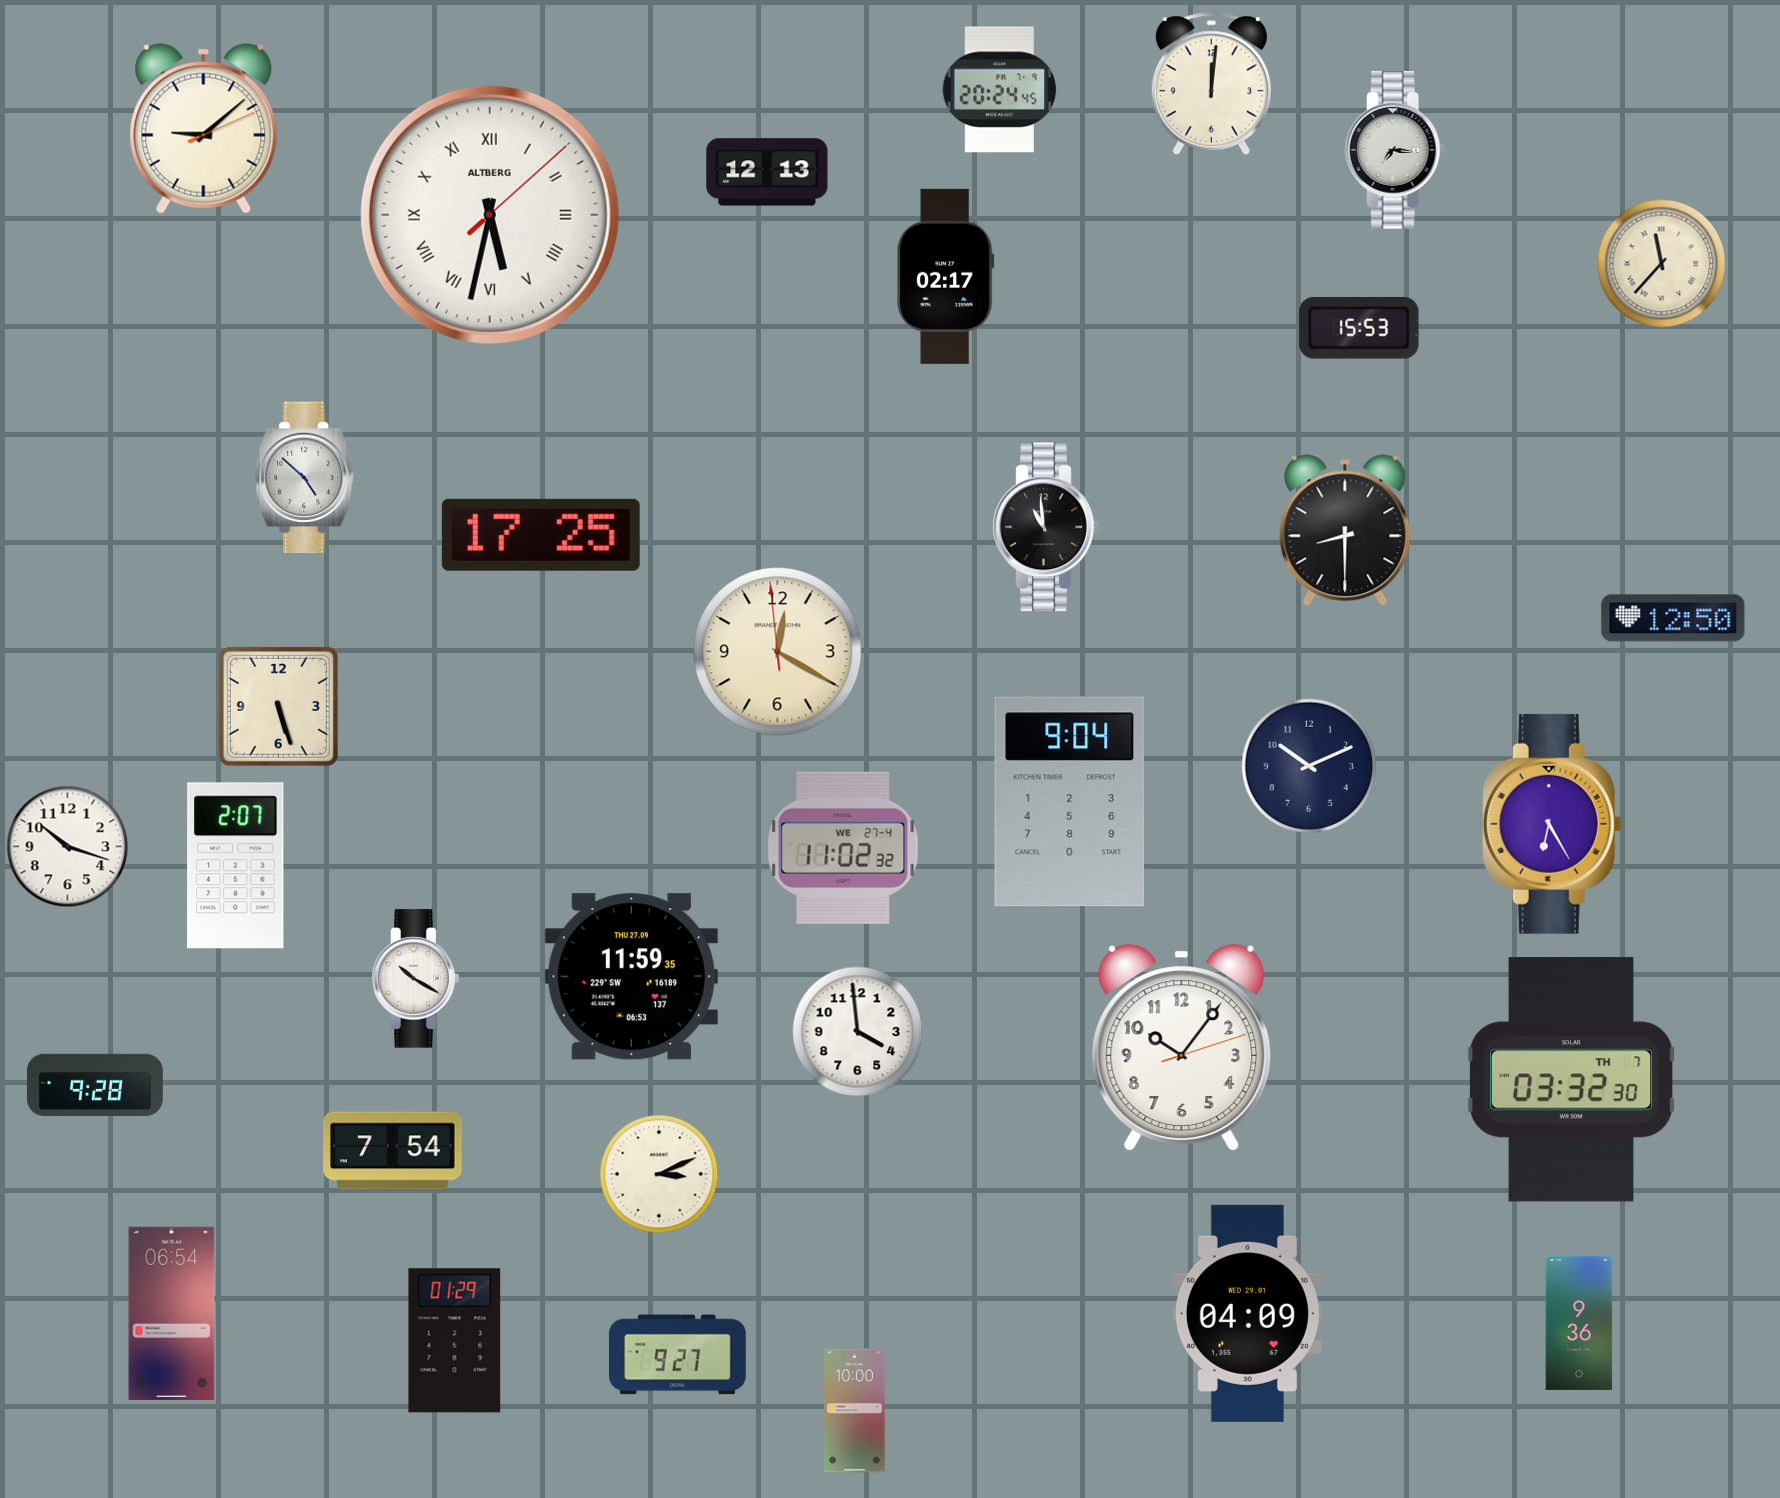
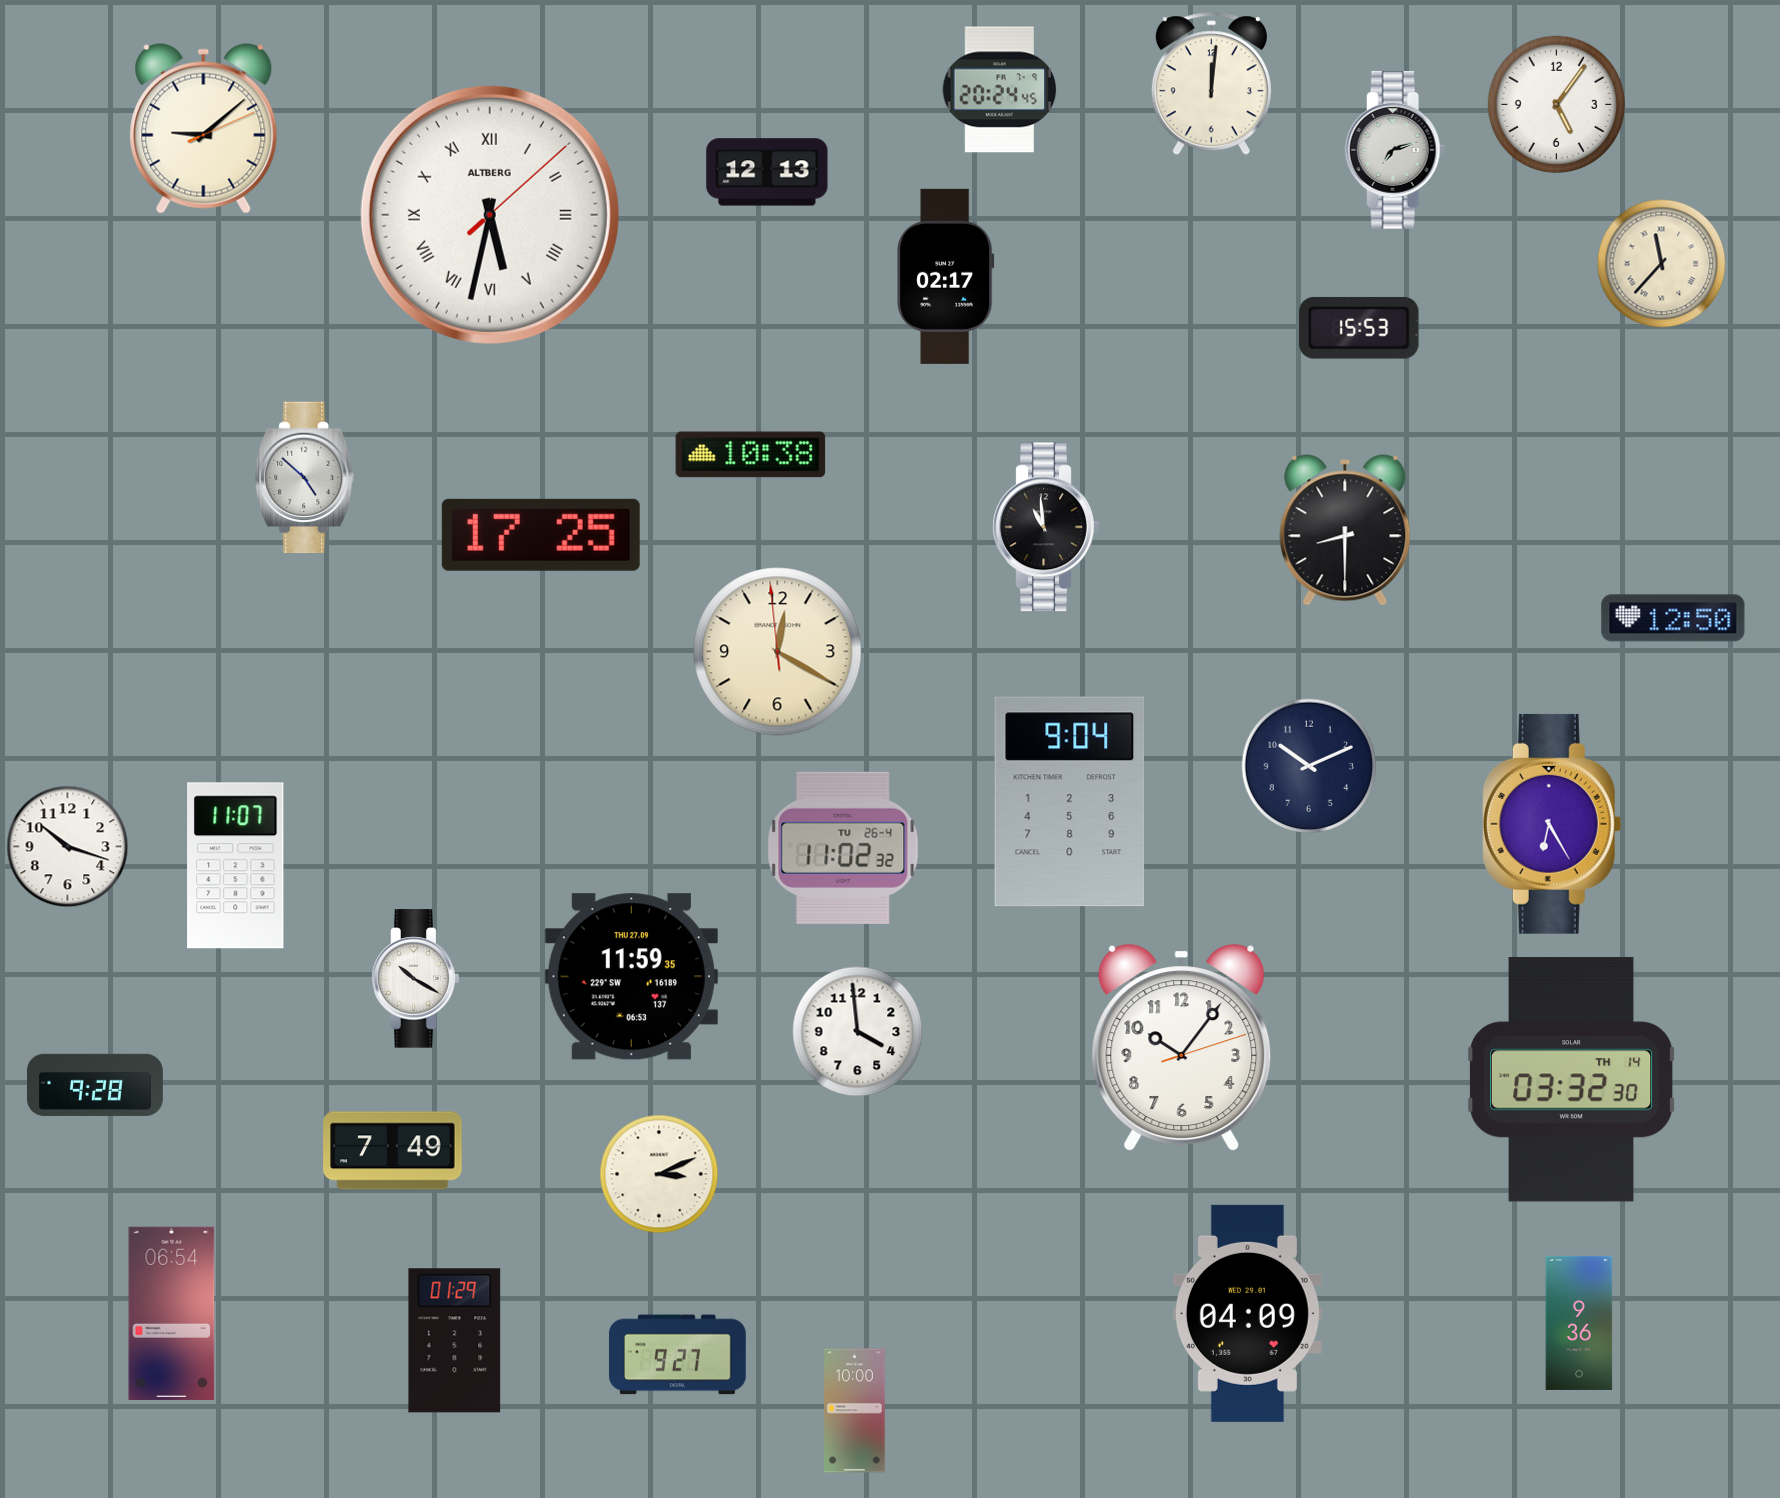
clock at (1556, 104): none -> 5:06
clock at (1395, 150): 7:16 -> 7:12
clock at (751, 455): none -> 10:38
clock at (278, 706): 5:27 -> none
clock at (843, 848) date: WE 27-4 -> TU 26-4
clock at (236, 866): 2:07 -> 11:07
clock at (1572, 1080) date: TH 7 -> TH 14
clock at (393, 1151): 7:54 -> 7:49
